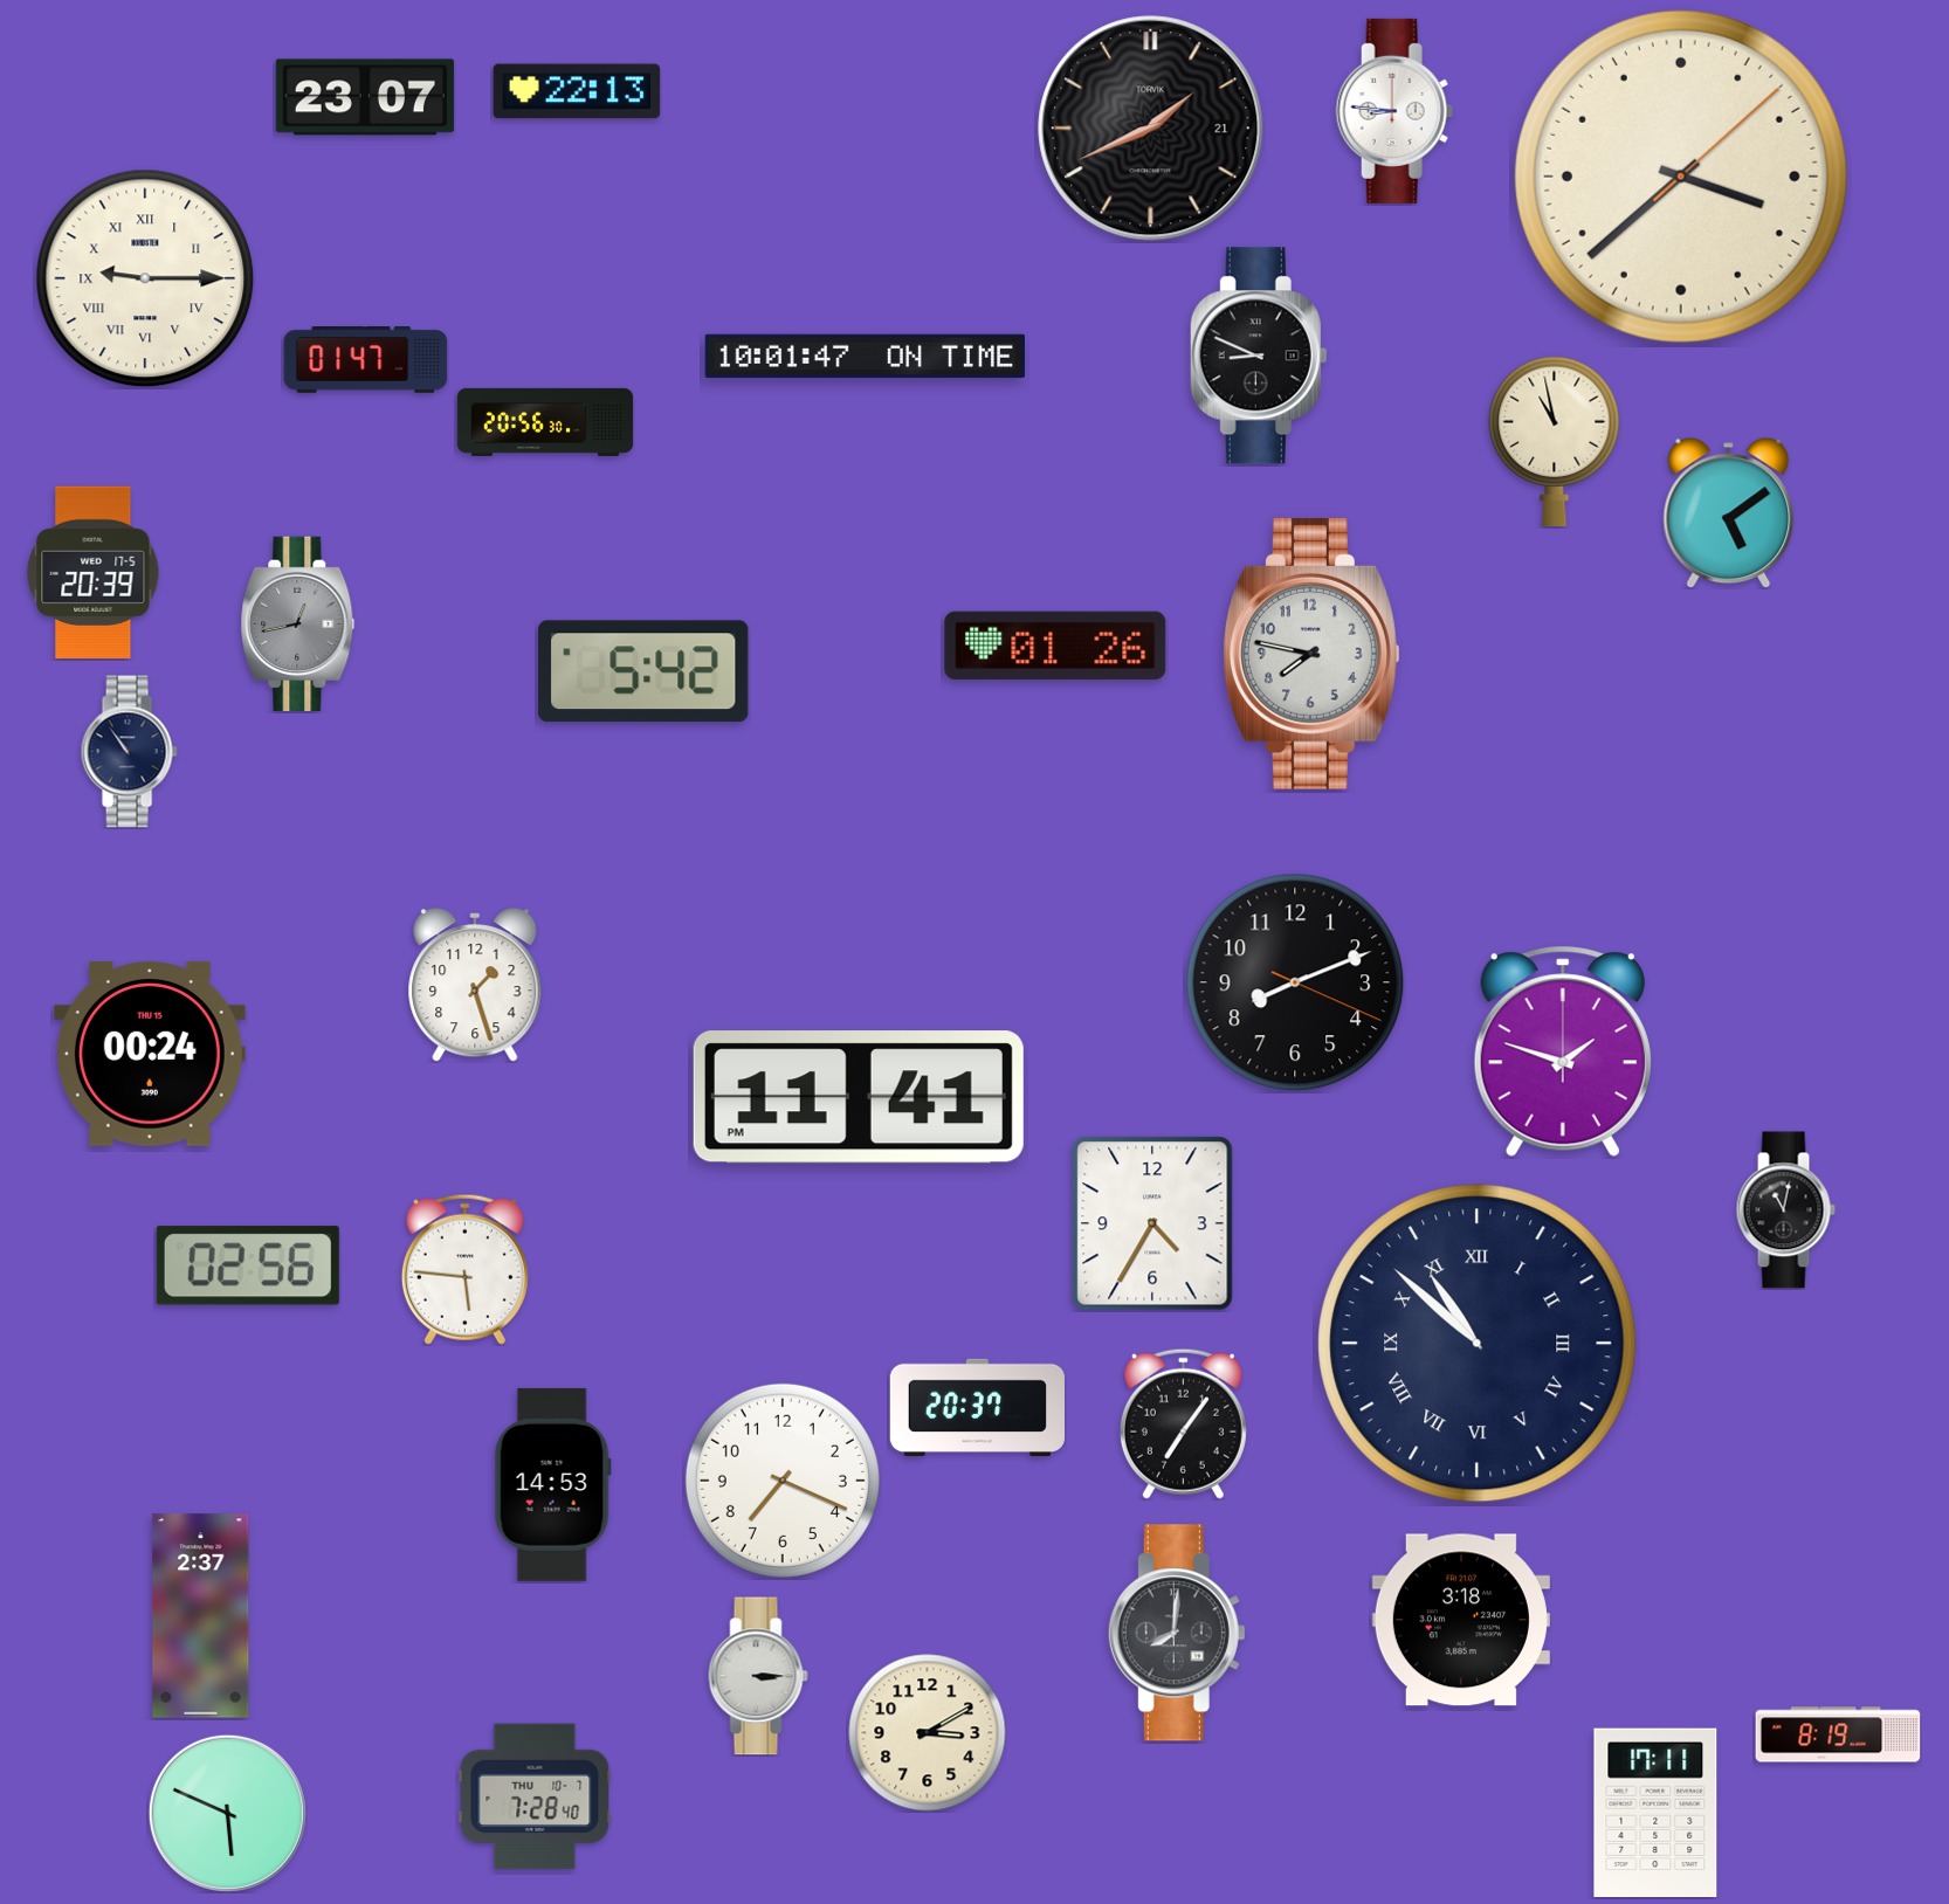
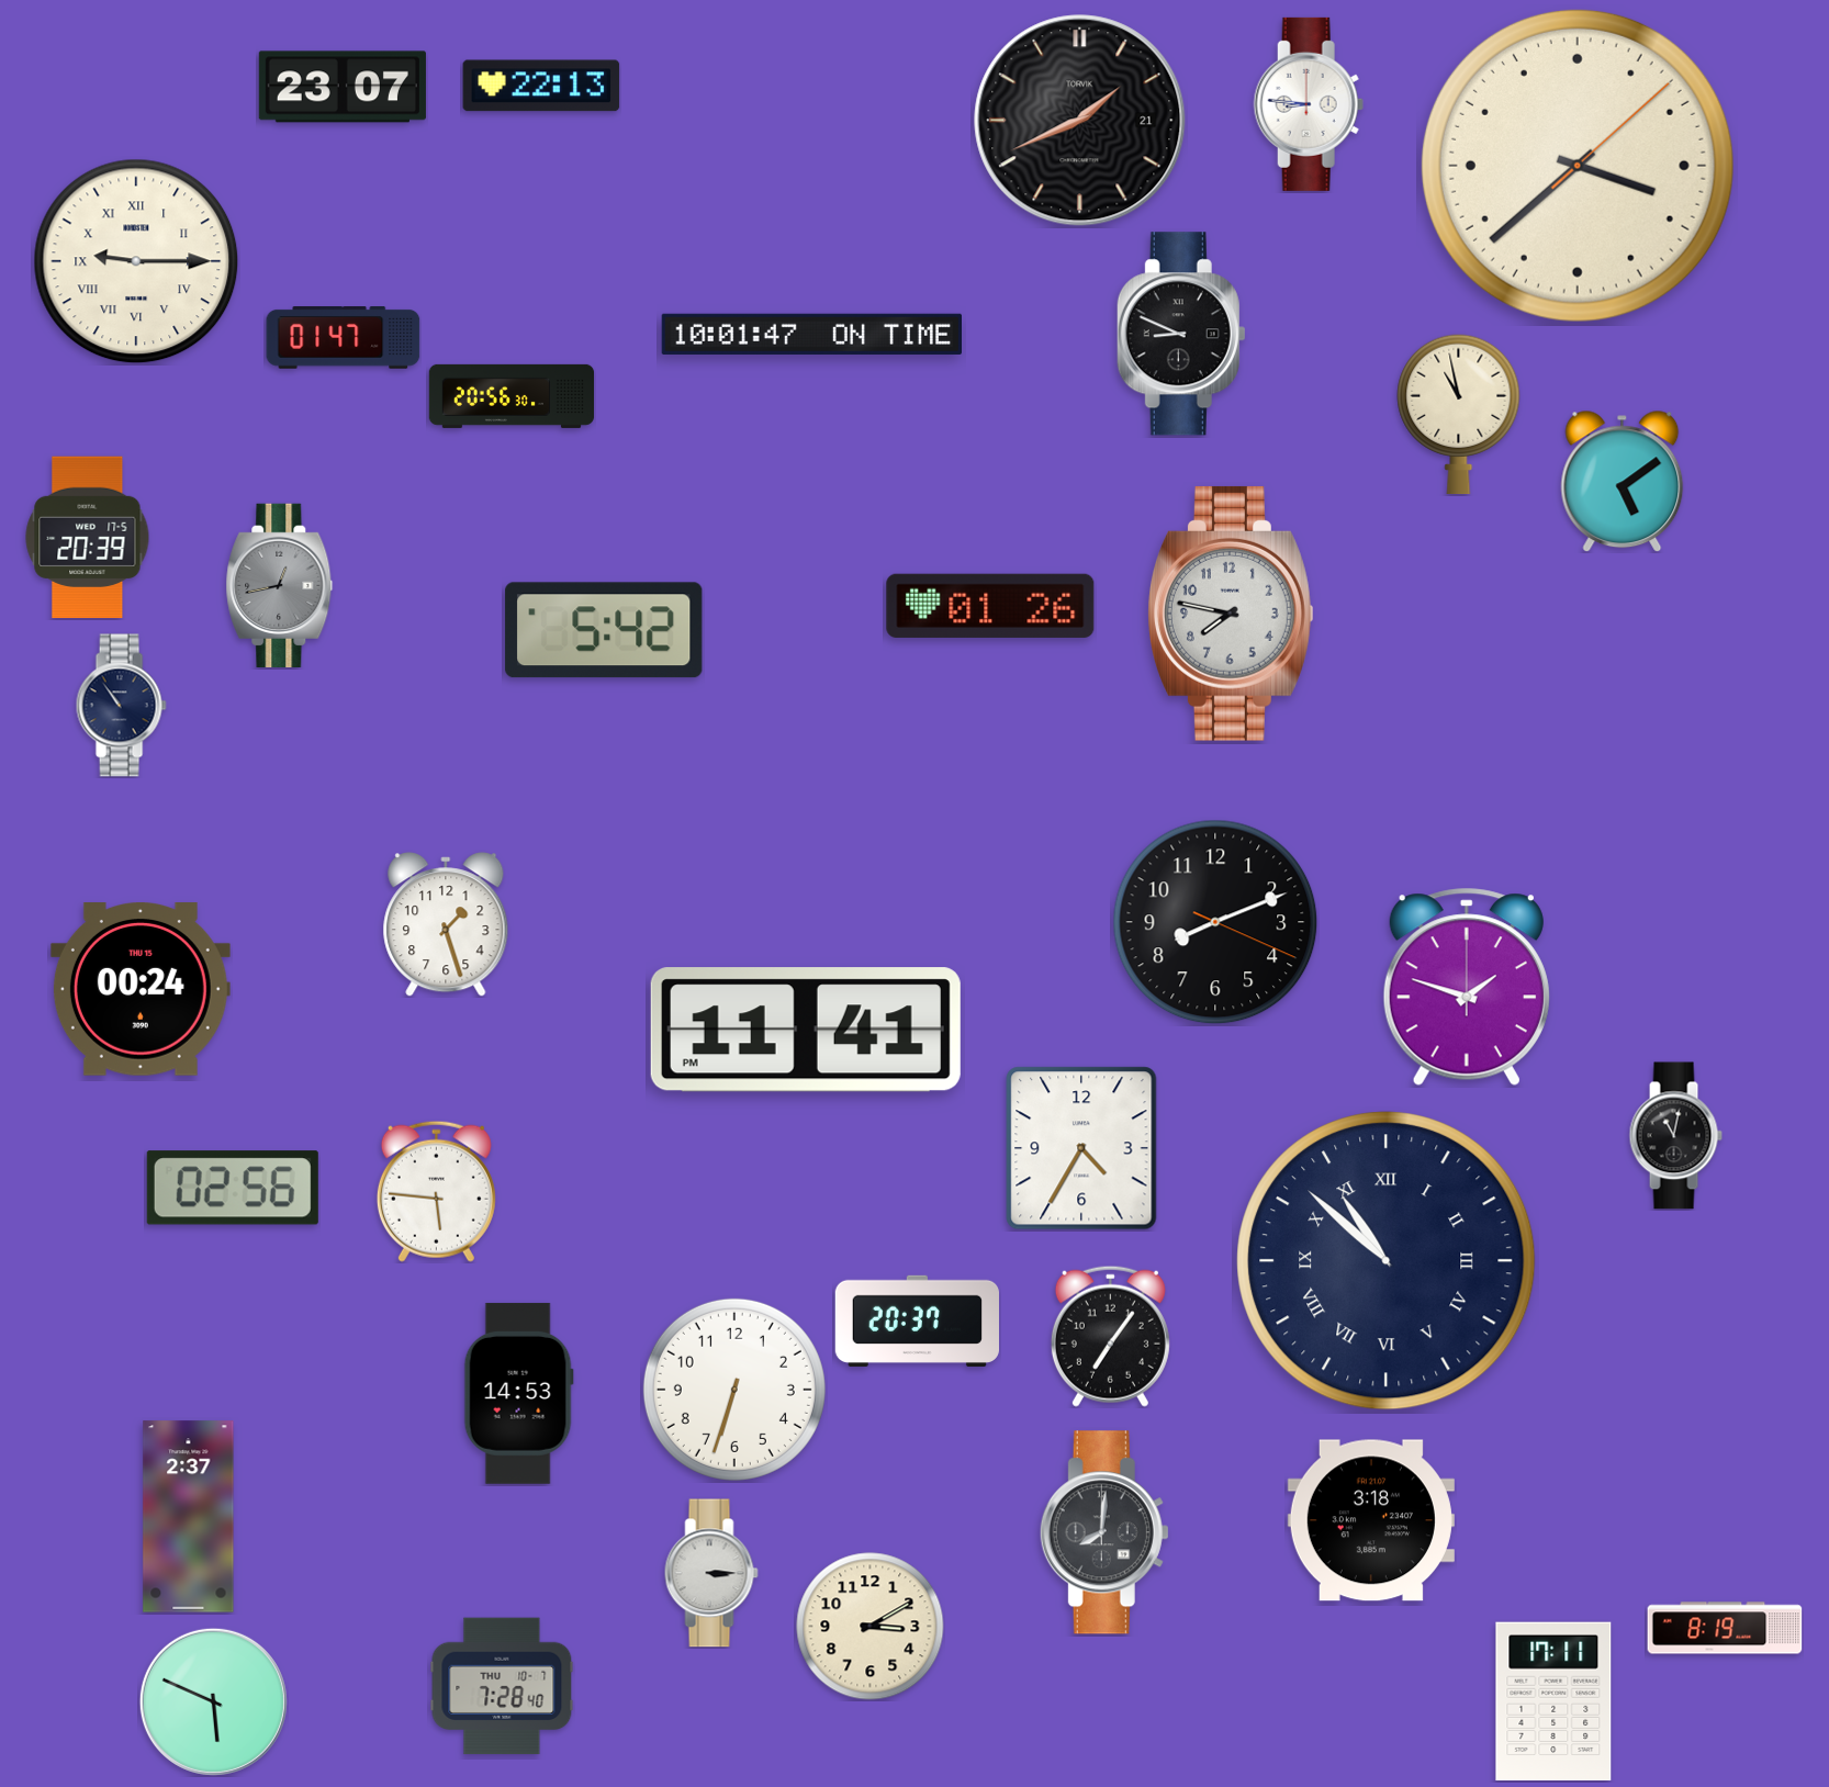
clock at (365, 97) position: (365, 97) -> (343, 87)
clock at (783, 1481): 7:19 -> 6:33
